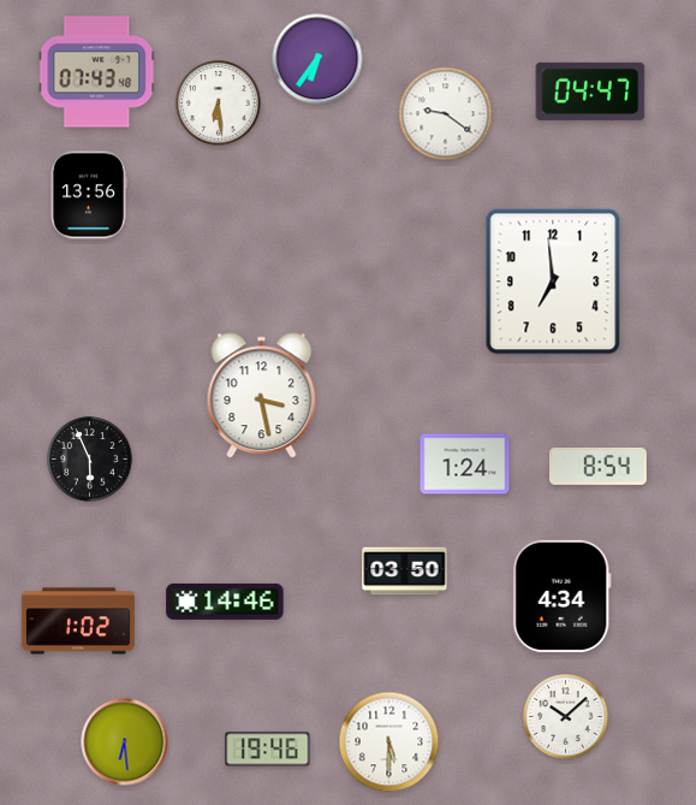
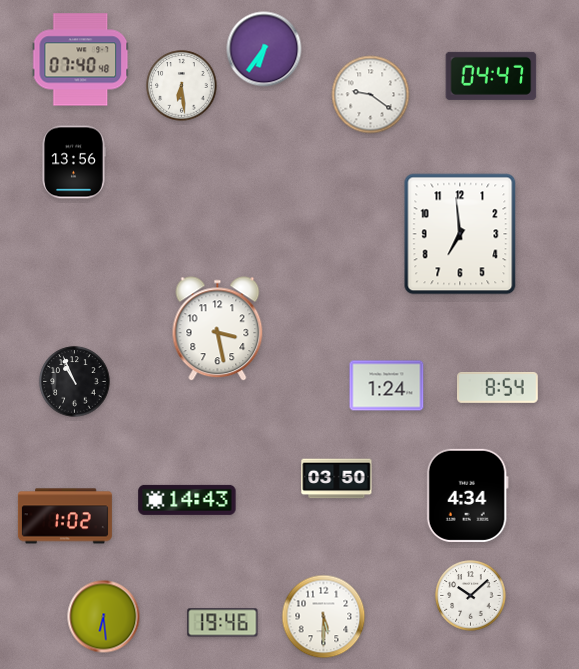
clock at (97, 72): 07:43 -> 07:40
clock at (90, 460): 5:56 -> 10:56
clock at (405, 572) position: (405, 572) -> (337, 479)
clock at (225, 602): 14:46 -> 14:43
